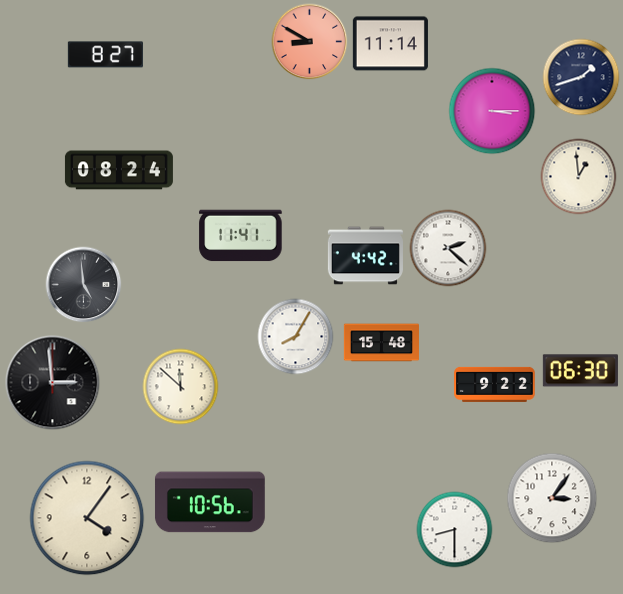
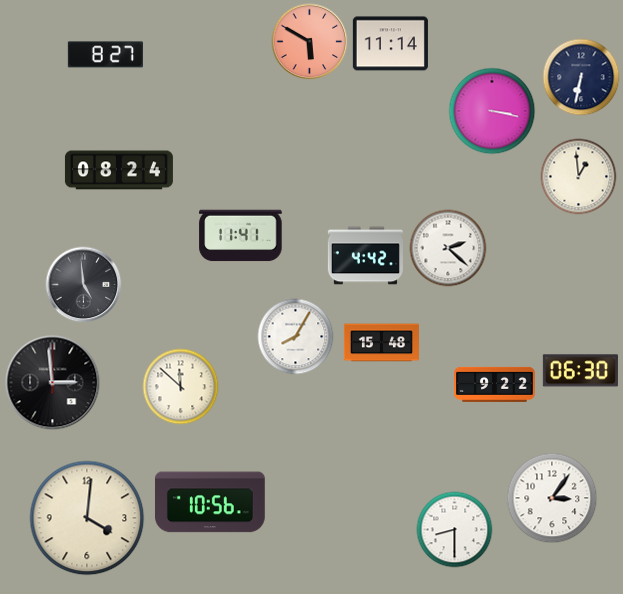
clock at (310, 42): 8:50 -> 5:50
clock at (581, 77): 1:42 -> 6:32
clock at (492, 111): 3:15 -> 3:17
clock at (87, 518): 4:06 -> 4:01
